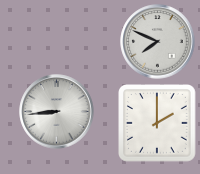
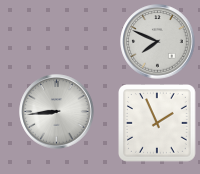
clock at (158, 124): 2:00 -> 1:56
